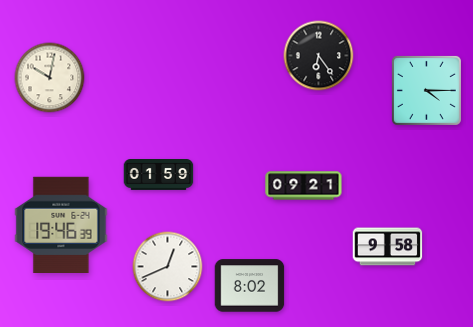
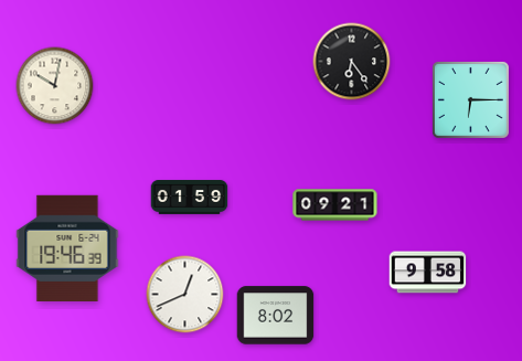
clock at (426, 90): 4:15 -> 6:15
clock at (159, 175) position: (159, 175) -> (190, 198)
